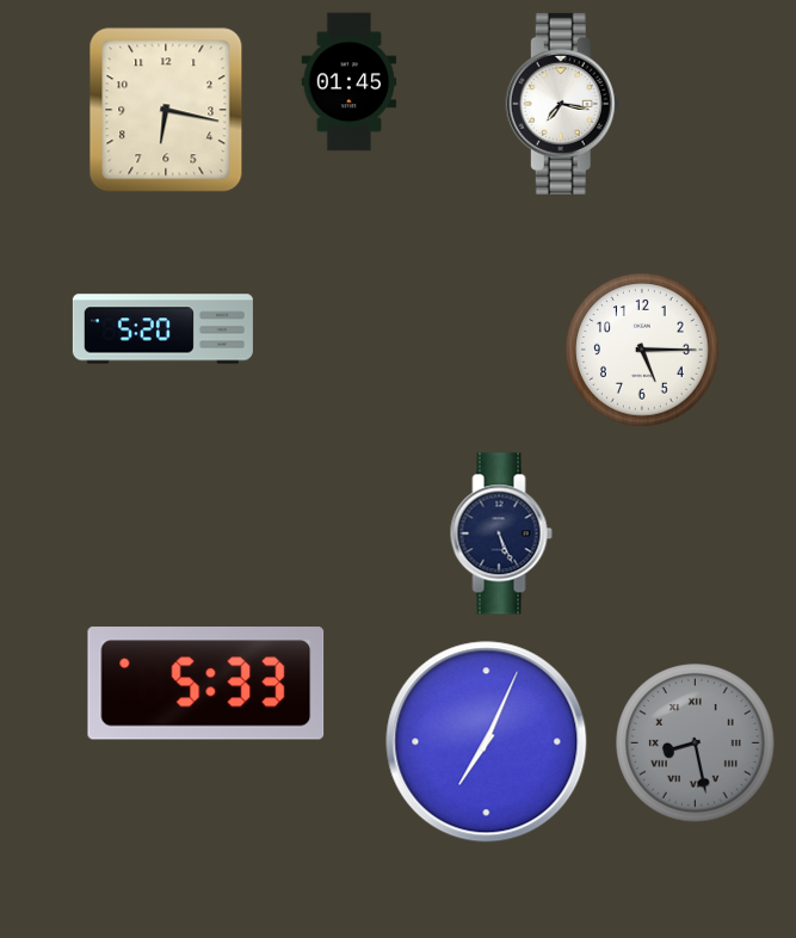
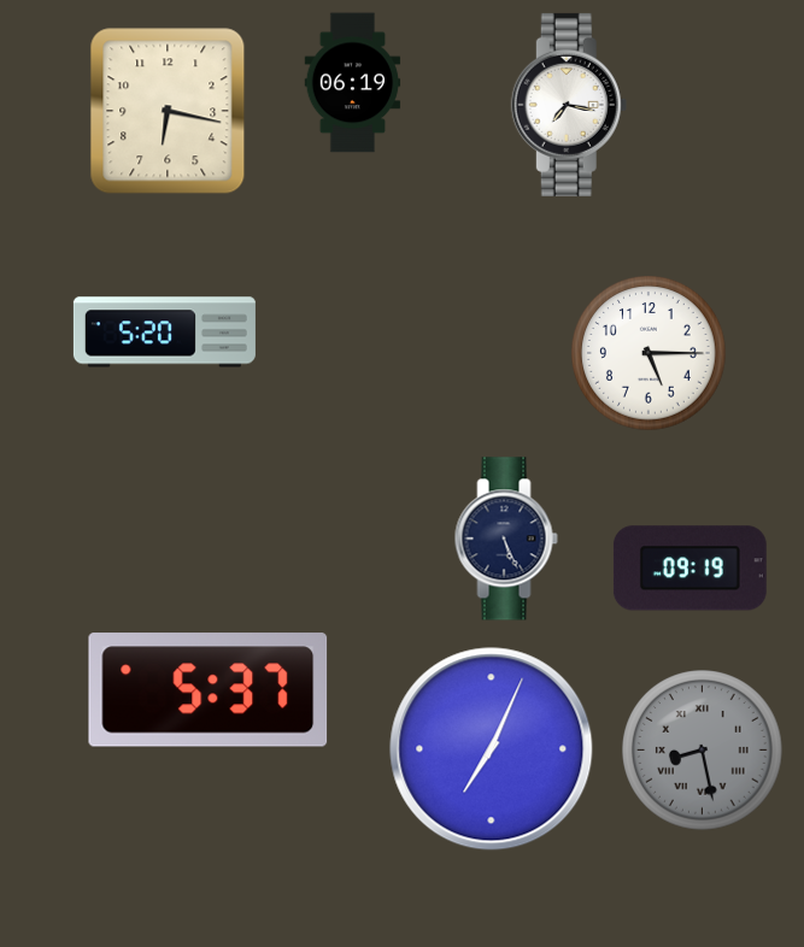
clock at (350, 82): 01:45 -> 06:19
clock at (689, 569): none -> 09:19
clock at (206, 684): 5:33 -> 5:37
